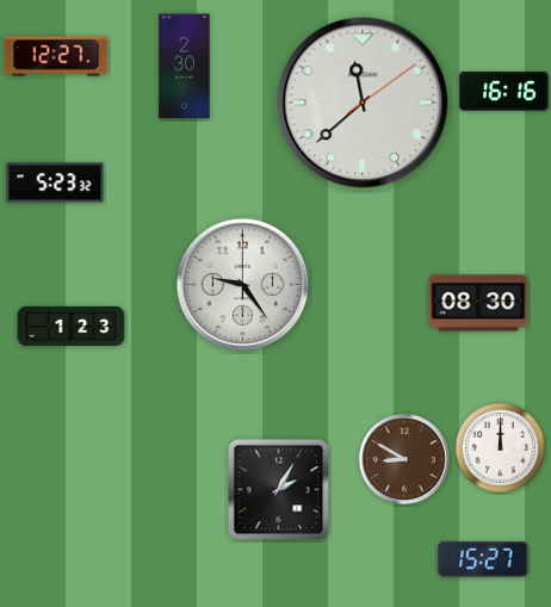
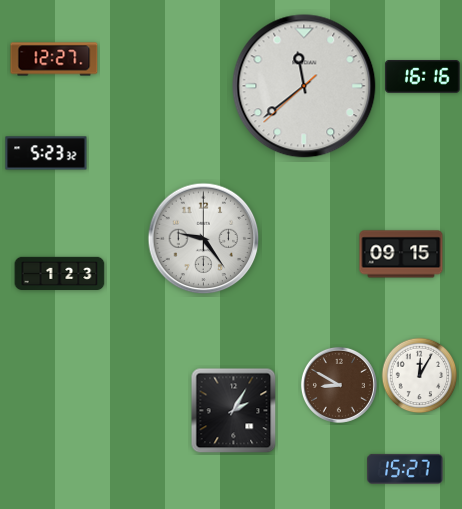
clock at (56, 56) position: (56, 56) -> (54, 59)
clock at (185, 67): 2:30 -> none
clock at (363, 103): 11:38:09 -> 11:38:38
clock at (478, 303): 08:30 -> 09:15
clock at (501, 448): 12:00 -> 12:05
